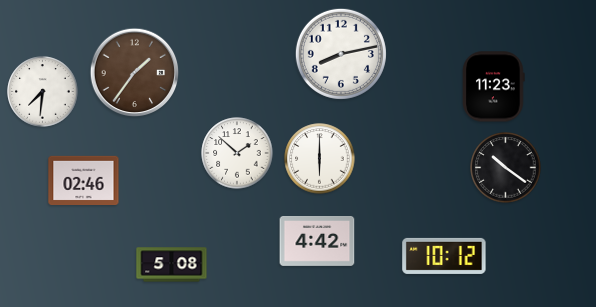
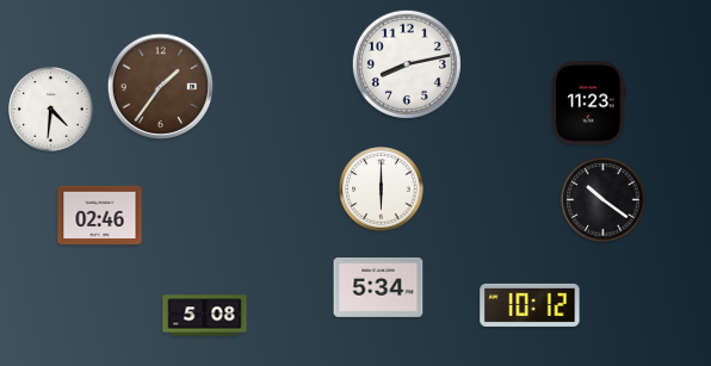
clock at (43, 92): 7:31 -> 4:31
clock at (237, 153): 1:52 -> none
clock at (317, 242): 4:42 -> 5:34
